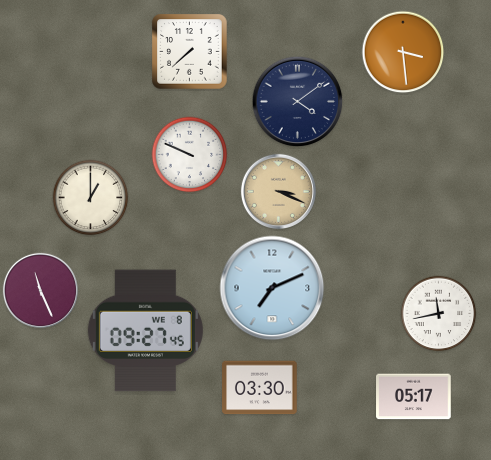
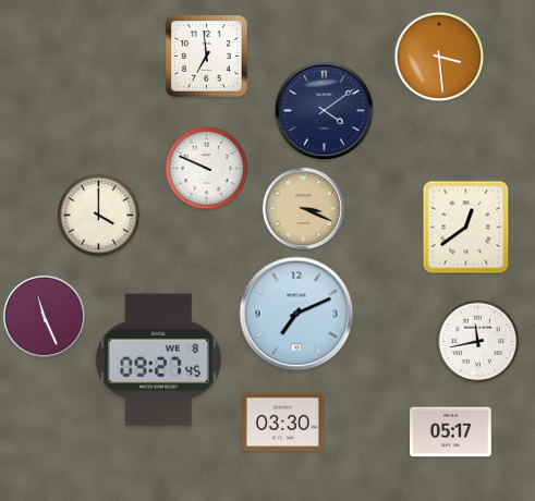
clock at (190, 52): 7:38 -> 6:59
clock at (91, 198): 1:00 -> 4:00
clock at (466, 228): none -> 12:39
